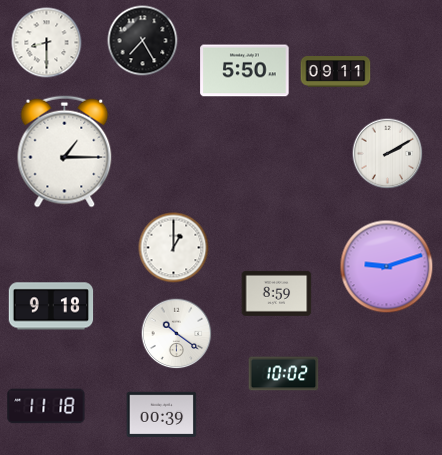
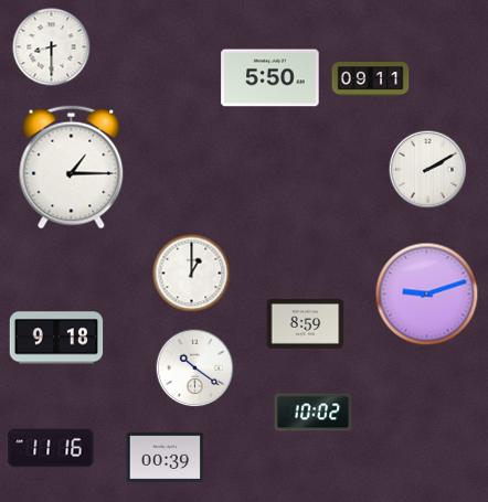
clock at (143, 41): 7:25 -> none
clock at (46, 406): 11:18 -> 11:16
clock at (162, 414) position: (162, 414) -> (166, 457)
